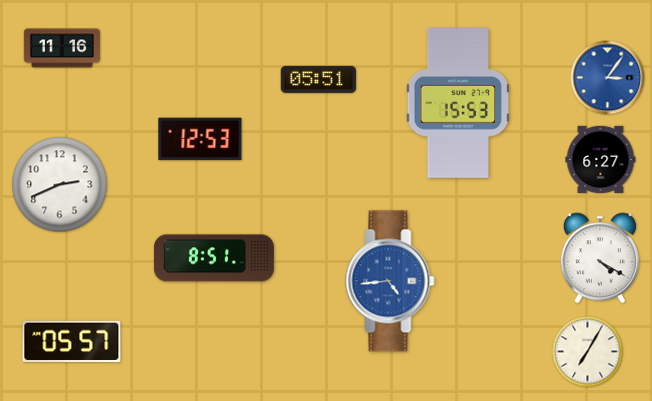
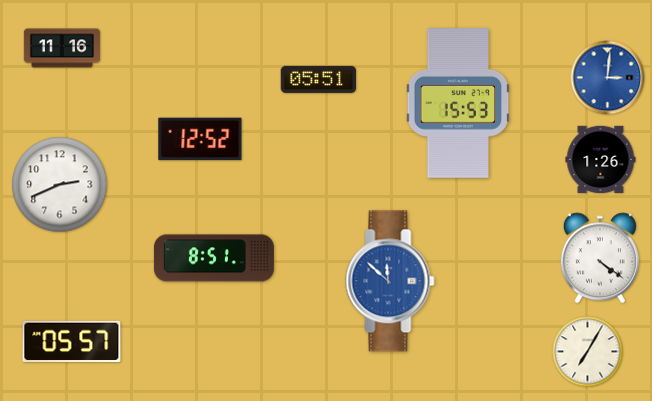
clock at (608, 78): 3:06 -> 3:01
clock at (200, 139): 12:53 -> 12:52
clock at (601, 159): 6:27 -> 1:26
clock at (600, 258): 4:20 -> 4:21
clock at (390, 281): 4:44 -> 11:52
